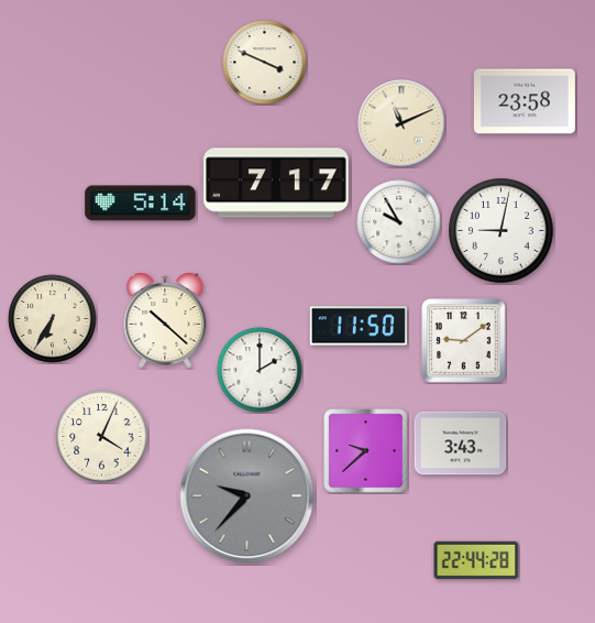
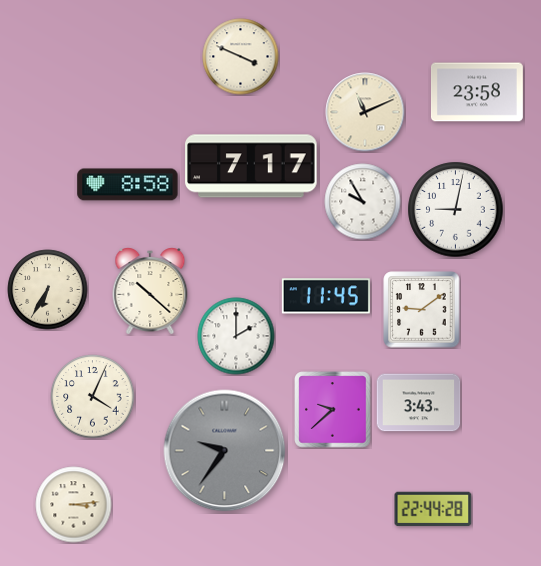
clock at (141, 204): 5:14 -> 8:58
clock at (359, 326): 11:50 -> 11:45
clock at (247, 496): 9:37 -> 9:36
clock at (74, 505): none -> 3:14
